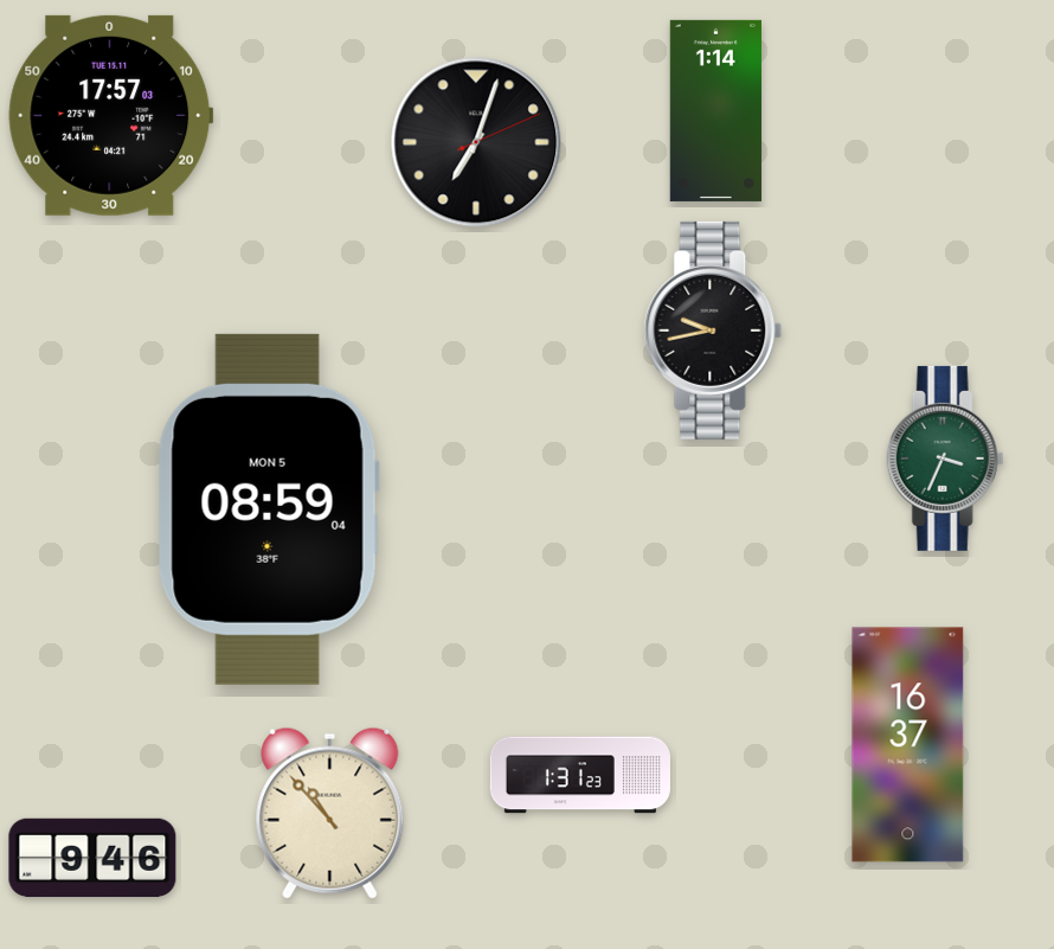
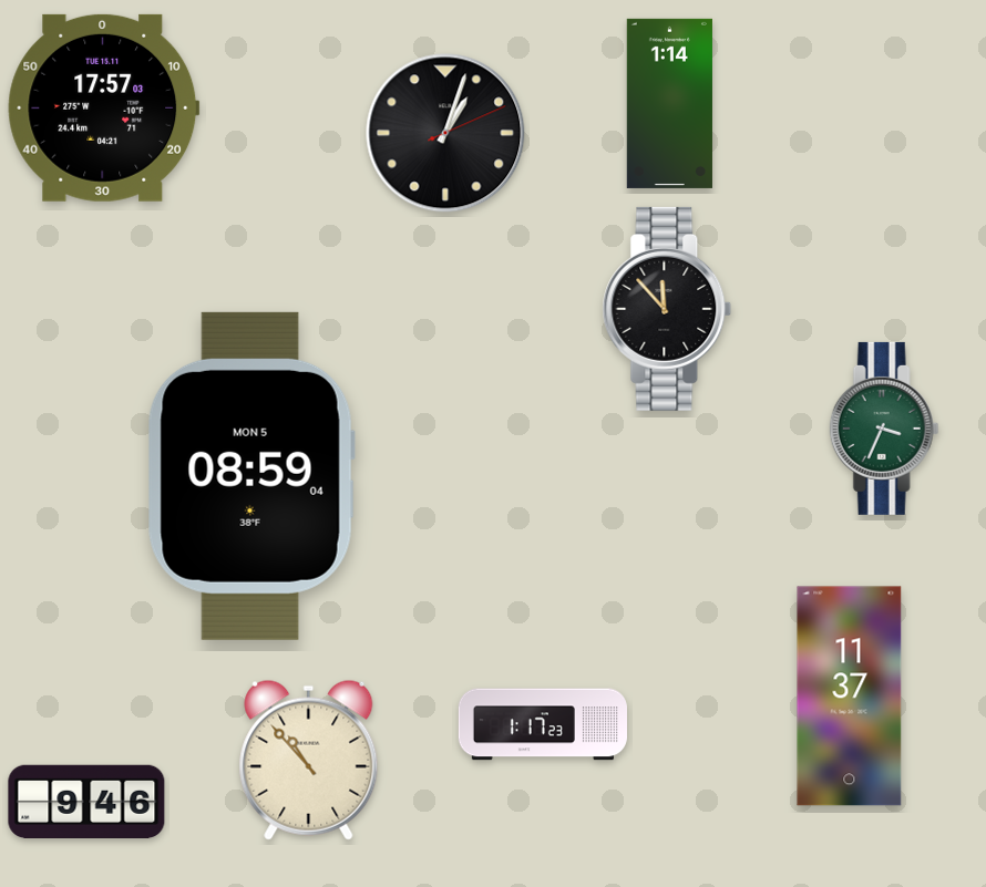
clock at (476, 142): 7:03 -> 1:03
clock at (713, 331): 9:43 -> 11:53
clock at (908, 745): 16:37 -> 11:37
clock at (580, 775): 1:31 -> 1:17
